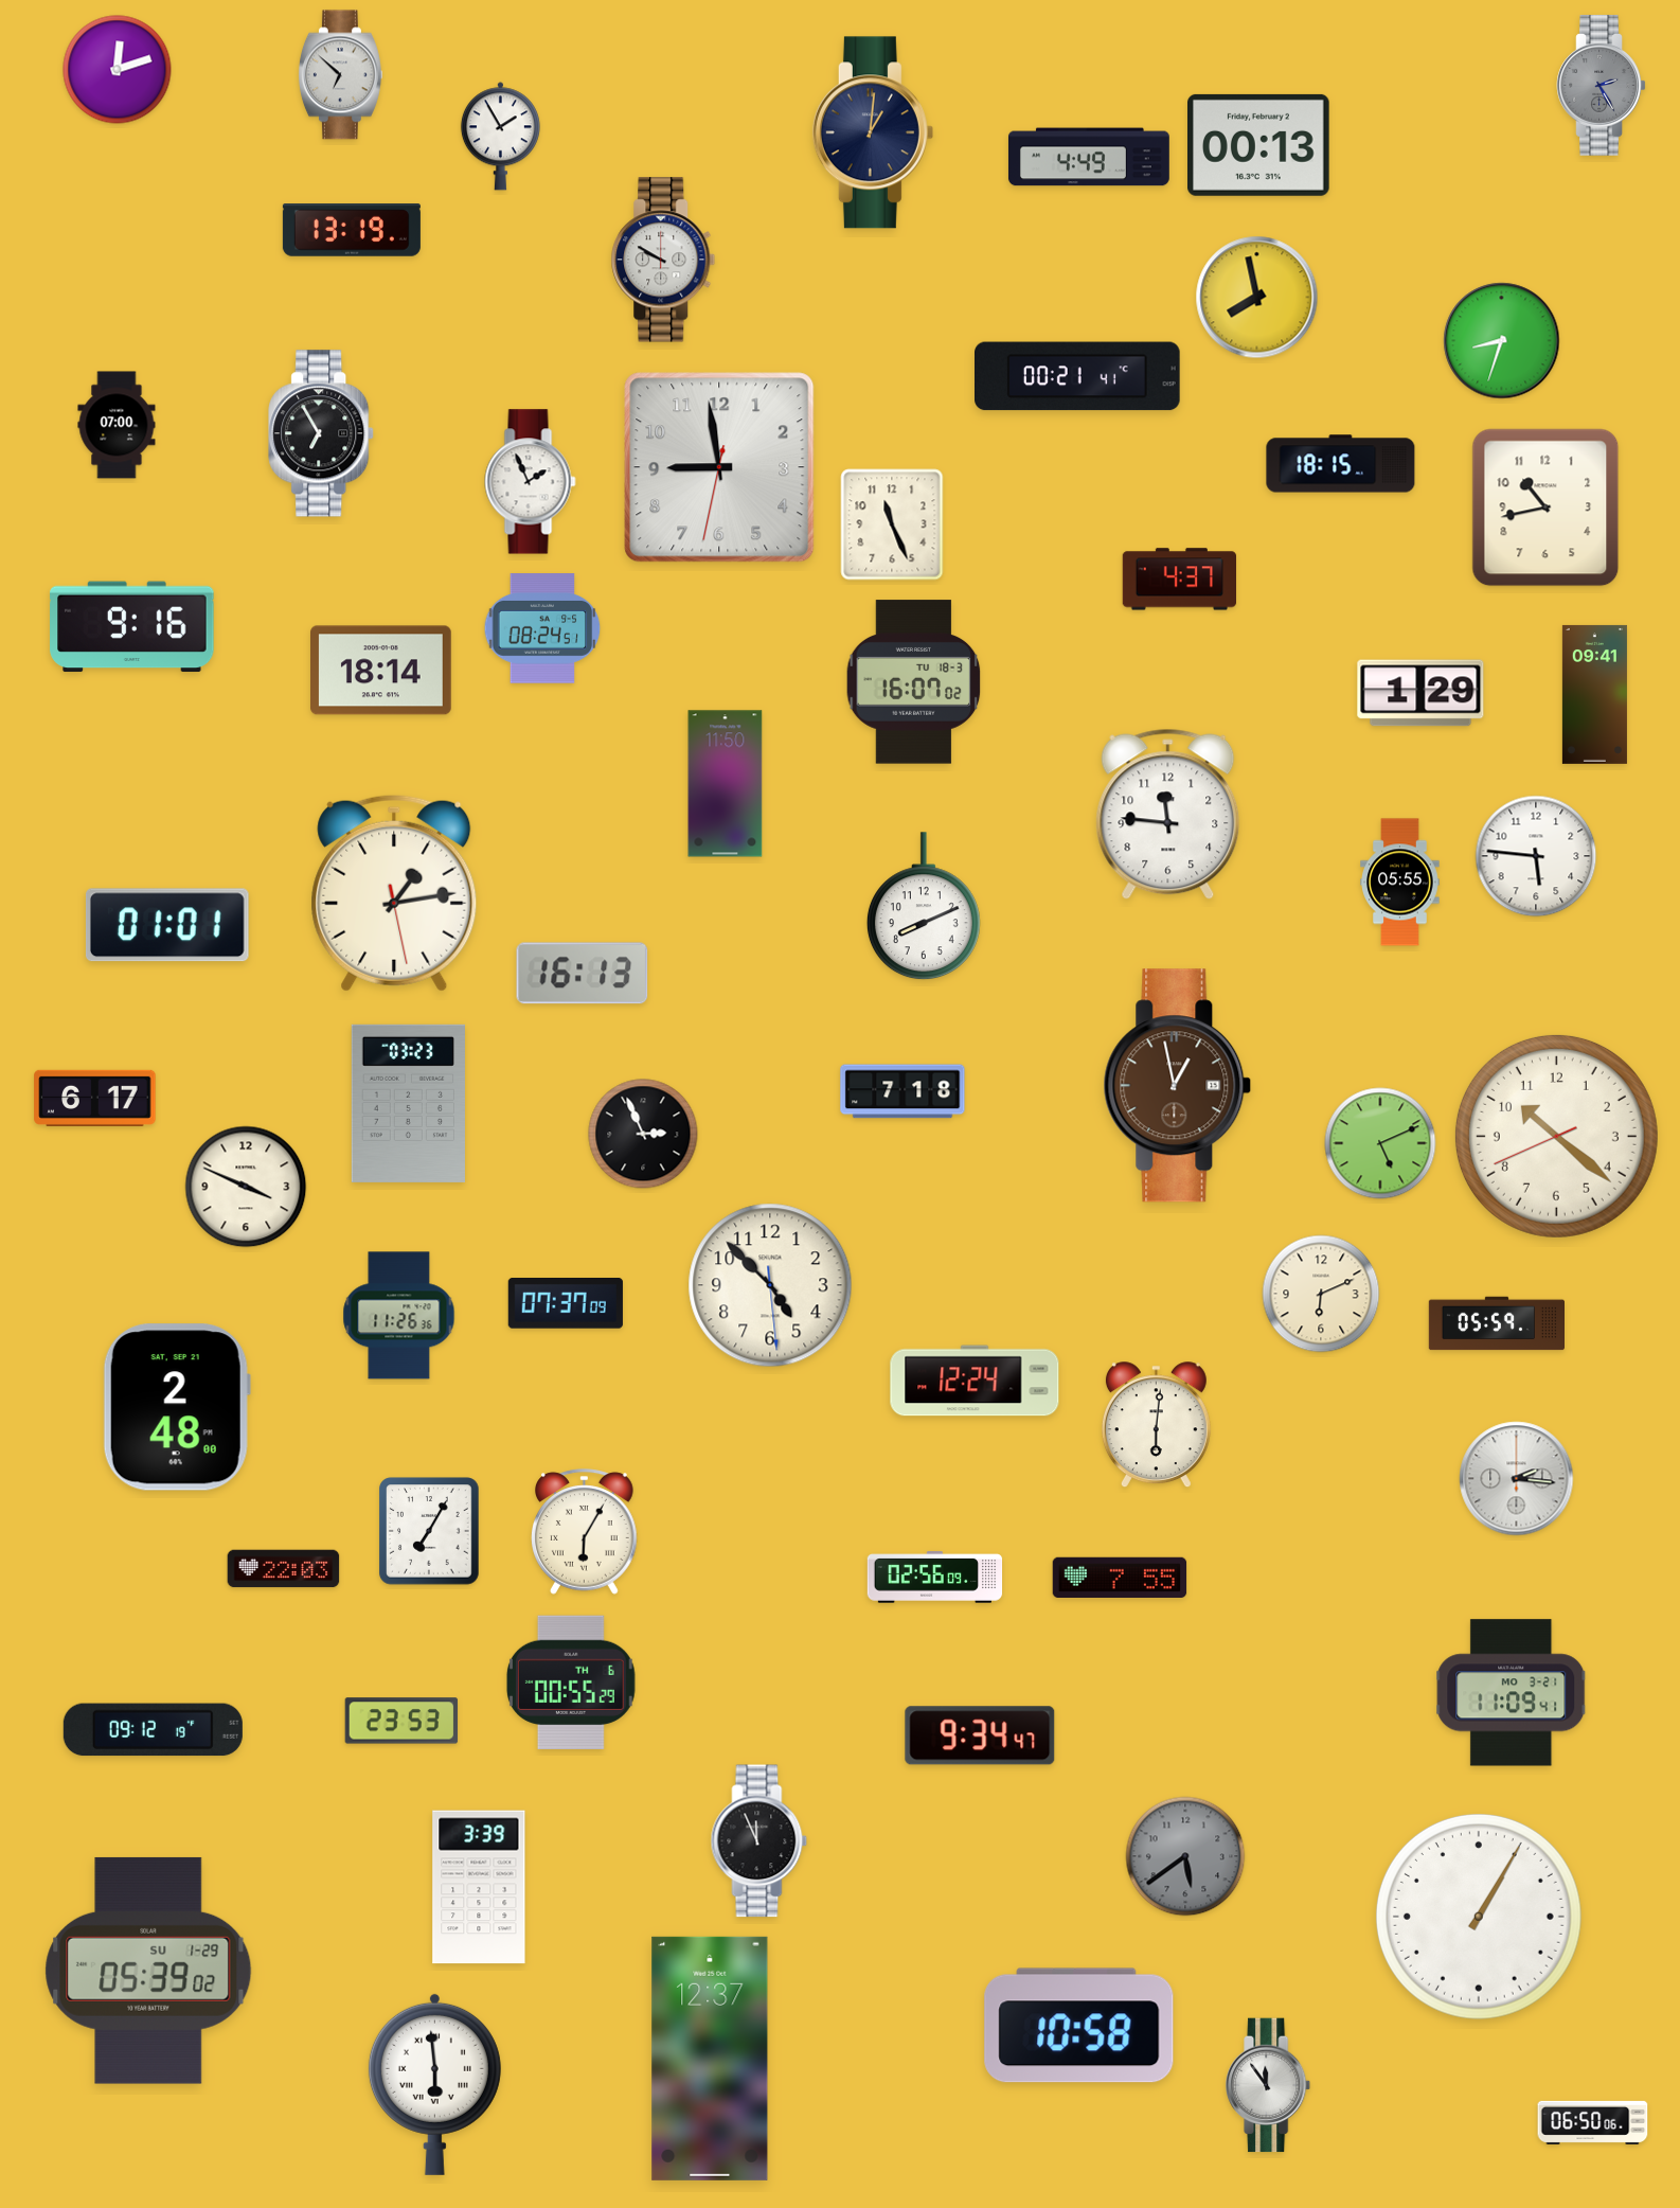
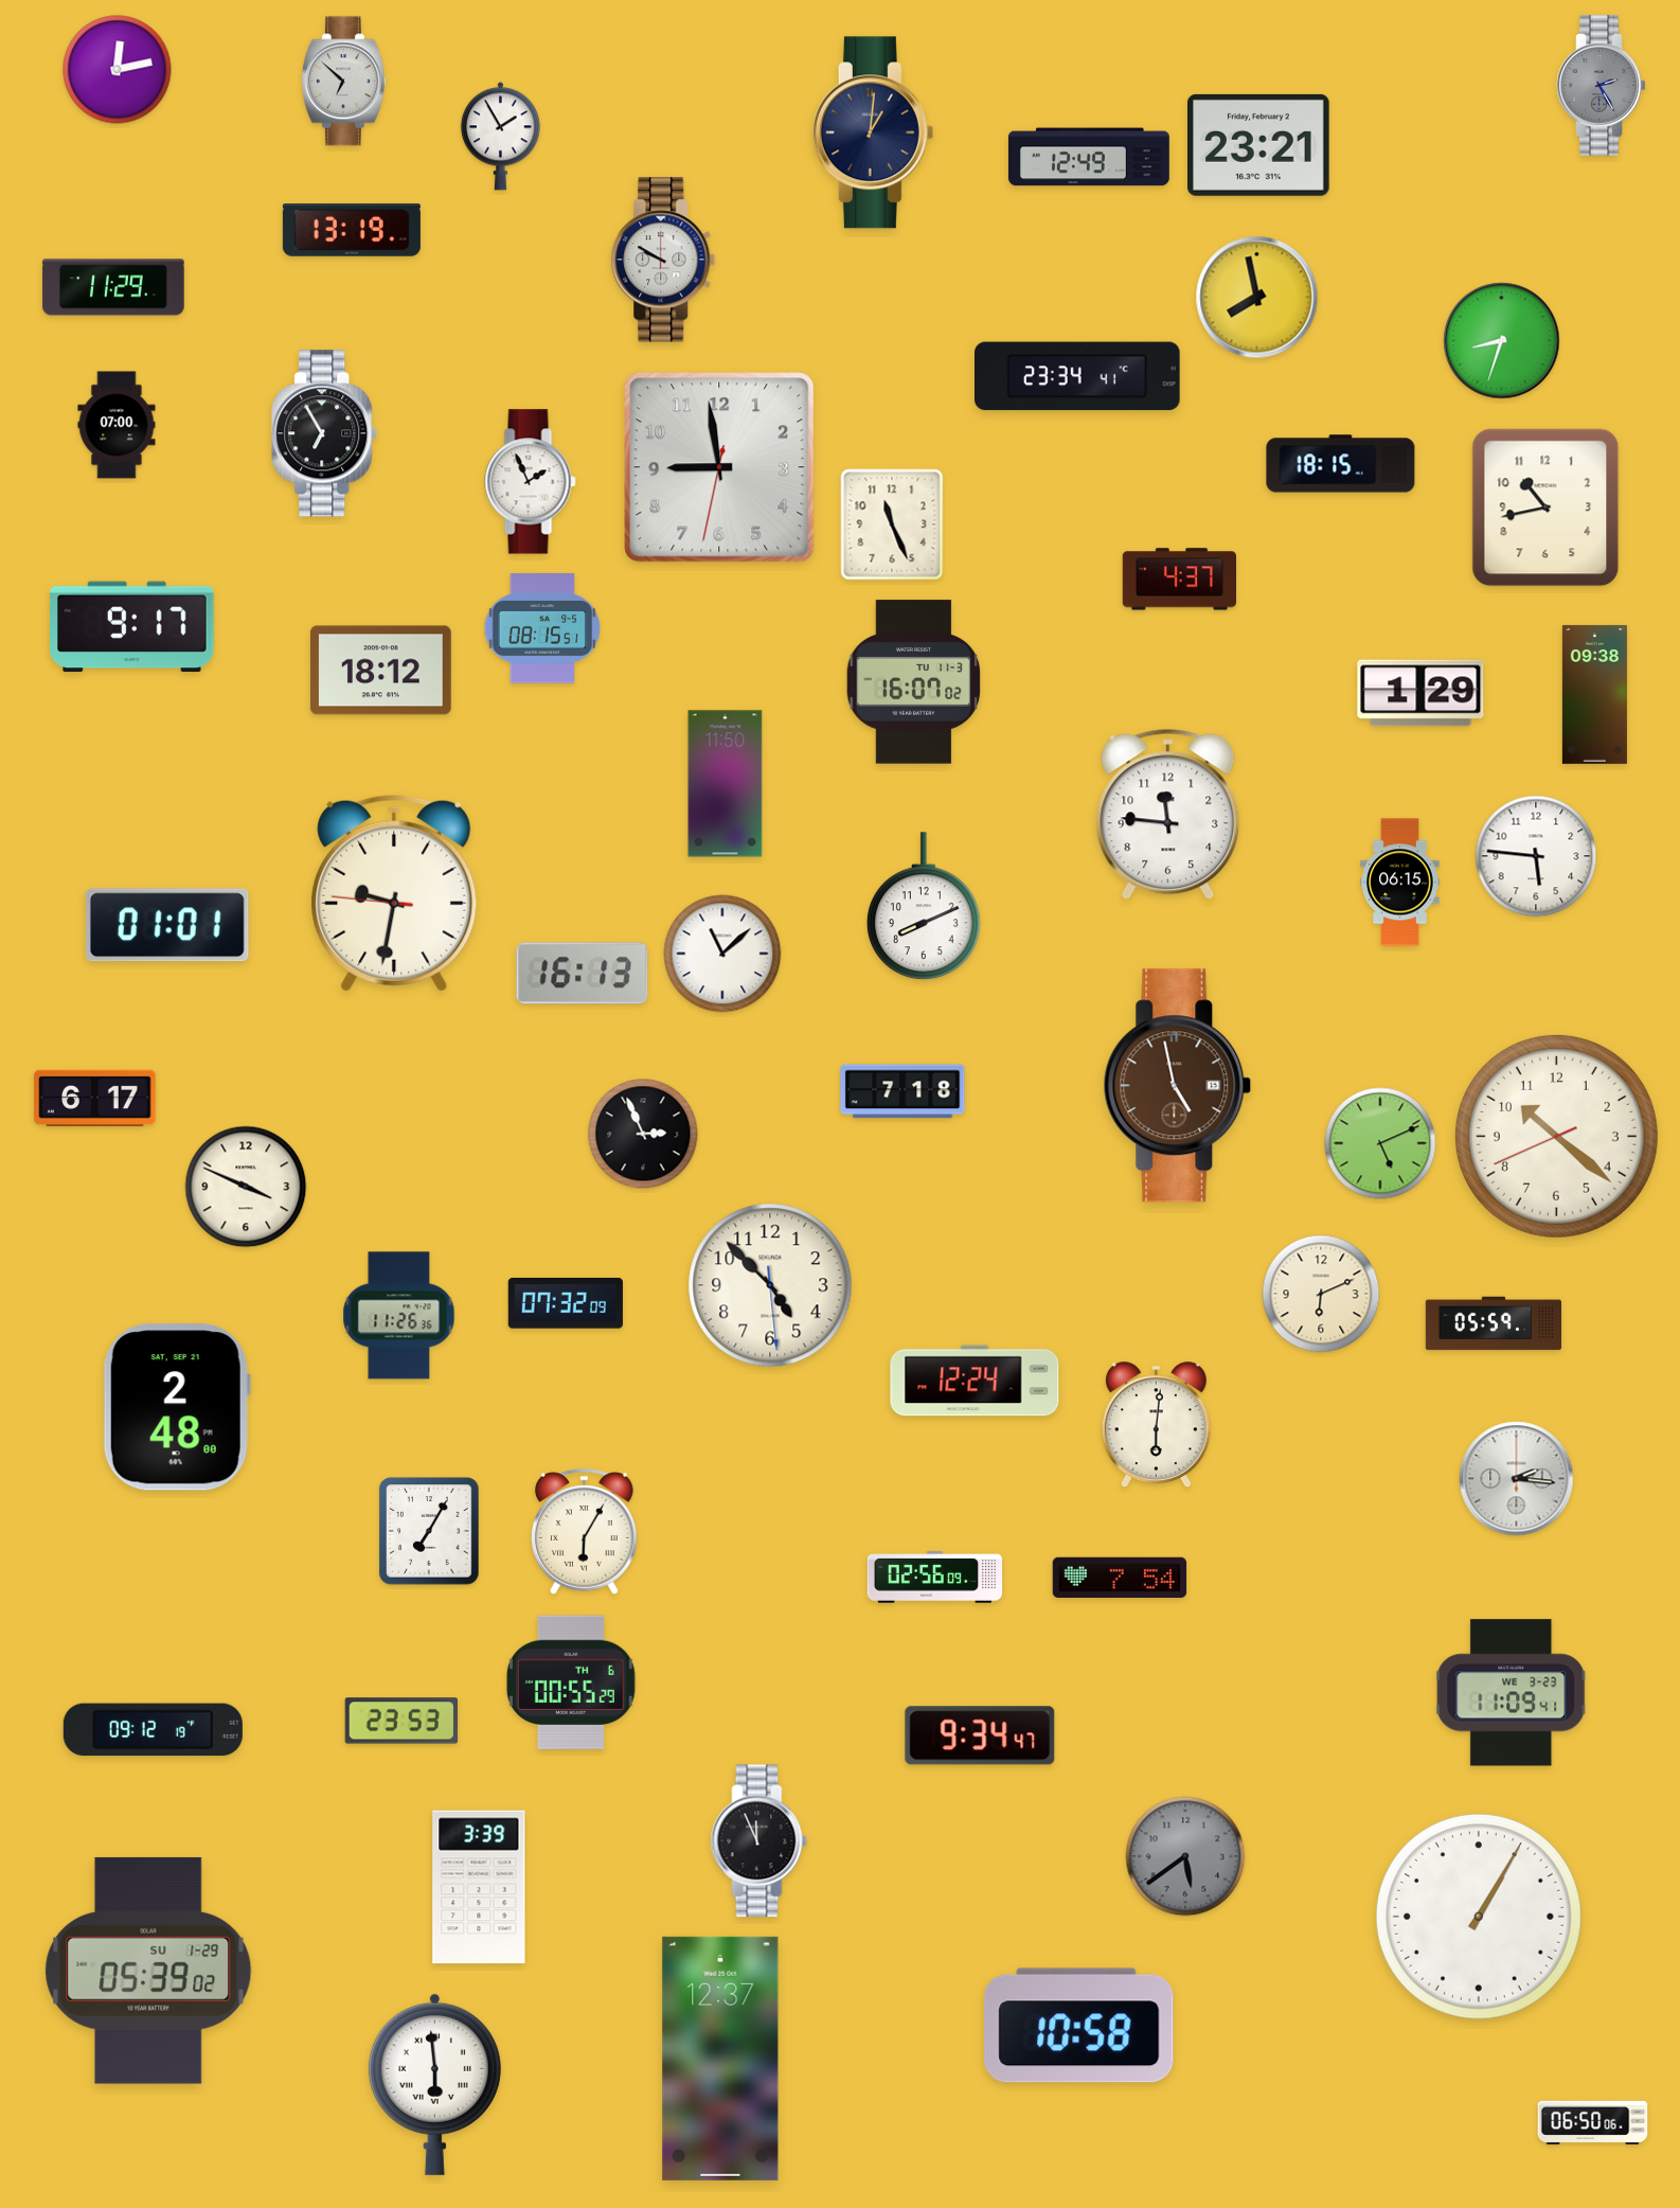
clock at (118, 70): 12:12 -> 12:13
clock at (340, 75) position: (340, 75) -> (343, 82)
clock at (1259, 145): 00:13 -> 23:21
clock at (1089, 157): 4:49 -> 12:49
clock at (113, 287): none -> 11:29
clock at (1077, 376): 00:21 -> 23:34
clock at (322, 433) position: (322, 433) -> (325, 433)
clock at (132, 627): 9:16 -> 9:17
clock at (542, 628): 08:24 -> 08:15
clock at (381, 671): 18:14 -> 18:12
clock at (914, 682) date: TU 18-3 -> TU 11-3
clock at (1594, 694): 09:41 -> 09:38
clock at (1400, 883): 05:55 -> 06:15
clock at (394, 893): 1:13 -> 9:31
clock at (722, 954): none -> 11:08
clock at (1178, 1086): 12:58 -> 4:58
clock at (408, 1103): 03:23 -> none
clock at (566, 1304): 07:37 -> 07:32
clock at (1496, 1323) position: (1496, 1323) -> (1493, 1323)
clock at (284, 1569): 22:03 -> none
clock at (1120, 1578): 7:55 -> 7:54
clock at (1512, 1693) date: MO 3-21 -> WE 3-23
clock at (710, 2059) position: (710, 2059) -> (720, 2059)
clock at (1269, 2085): 11:54 -> none
